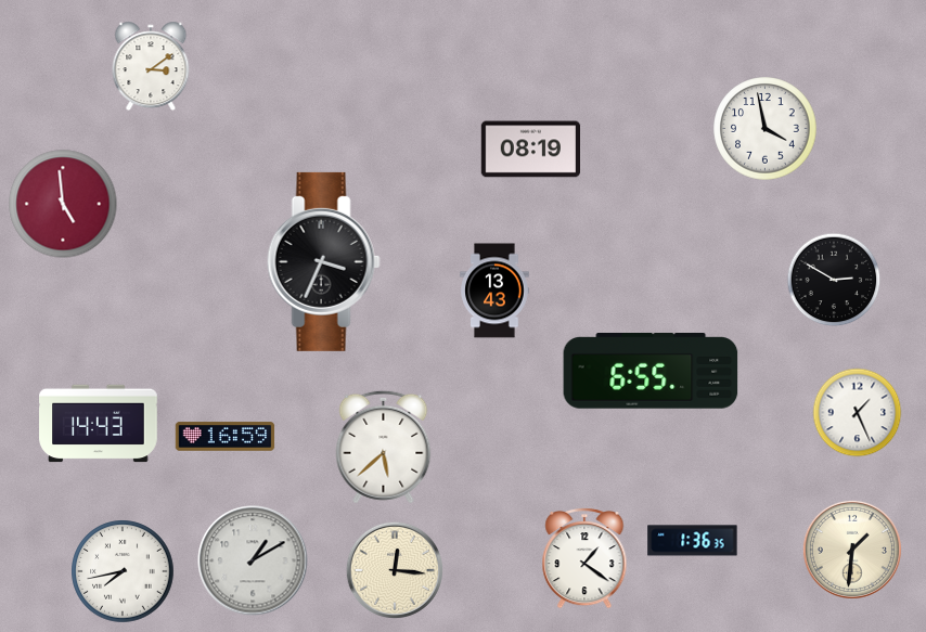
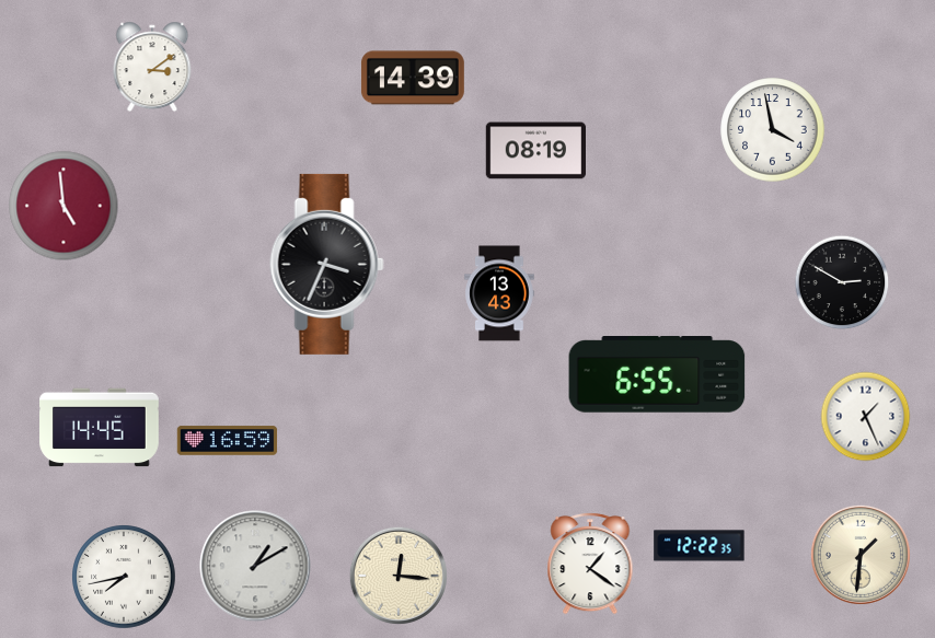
clock at (413, 78): none -> 14:39
clock at (99, 424): 14:43 -> 14:45
clock at (384, 447): 5:38 -> none
clock at (693, 541): 1:36 -> 12:22
